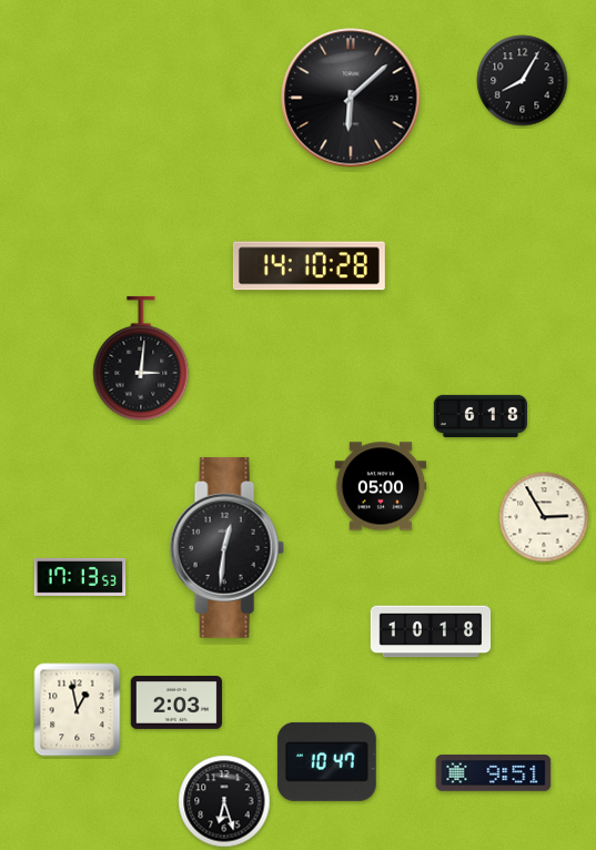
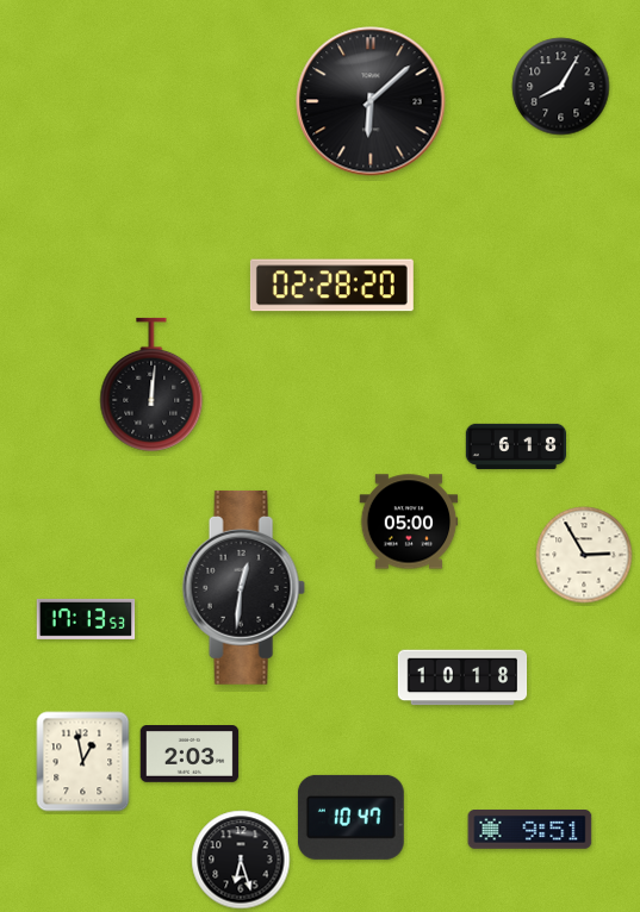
clock at (351, 98) position: (351, 98) -> (371, 101)
clock at (309, 266): 14:10 -> 02:28
clock at (141, 358): 3:01 -> 12:01
